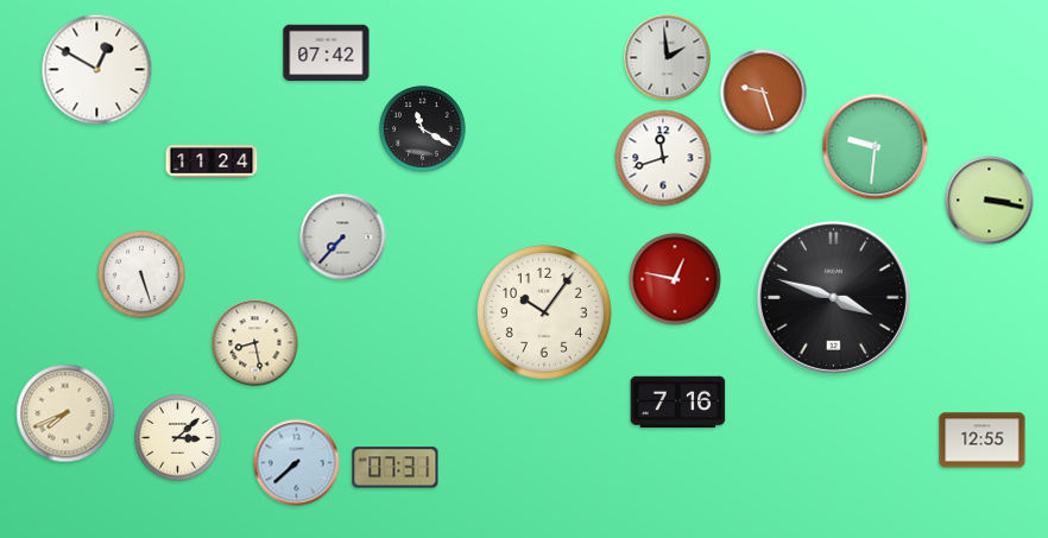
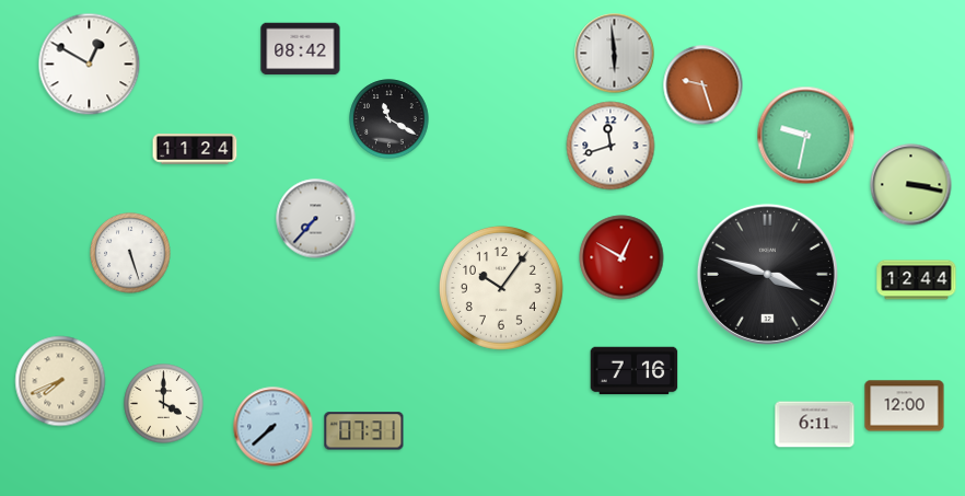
clock at (327, 53): 07:42 -> 08:42
clock at (668, 58): 1:59 -> 5:59
clock at (876, 147): 9:31 -> 9:32
clock at (675, 279): 12:47 -> 12:50
clock at (917, 280): none -> 12:44
clock at (255, 343): 8:28 -> none
clock at (678, 403) position: (678, 403) -> (635, 371)
clock at (178, 438): 3:08 -> 4:00
clock at (983, 441): 12:55 -> 12:00
clock at (815, 425): none -> 6:11
